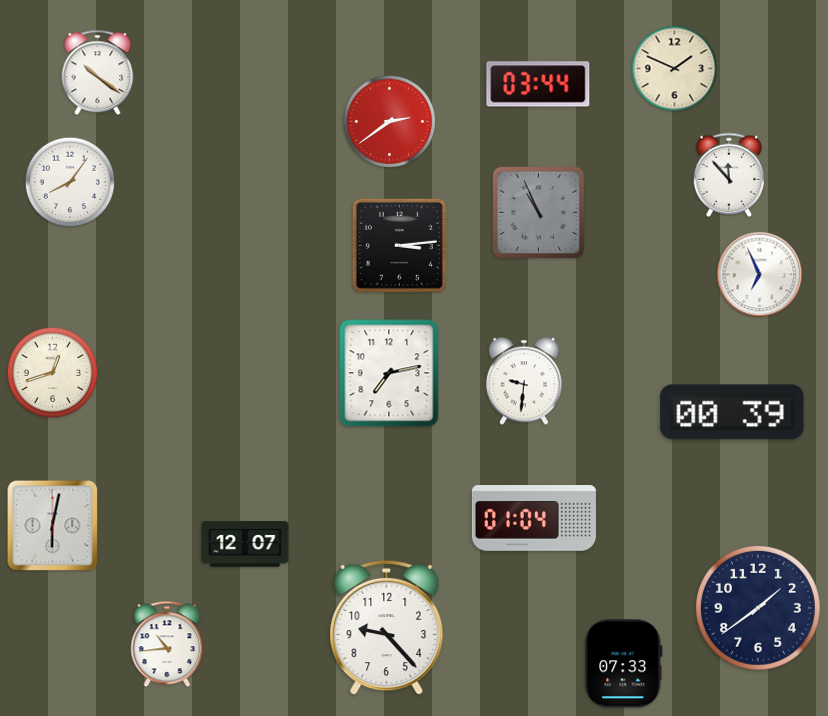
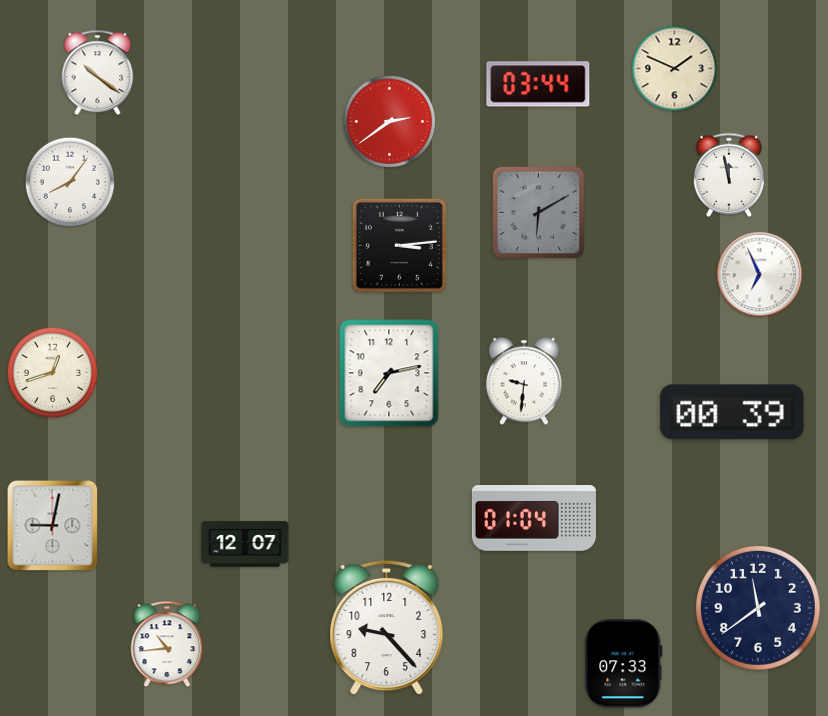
clock at (729, 175): 11:53 -> 11:58
clock at (539, 213): 10:56 -> 6:10
clock at (53, 526): 6:02 -> 9:02
clock at (758, 608): 1:39 -> 11:39
